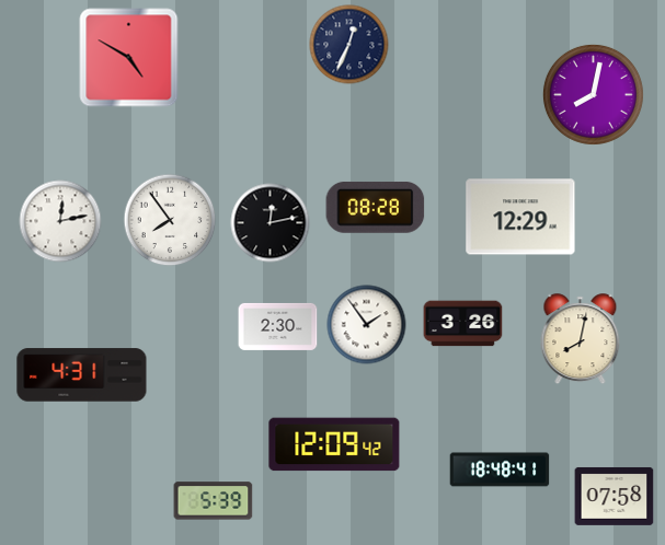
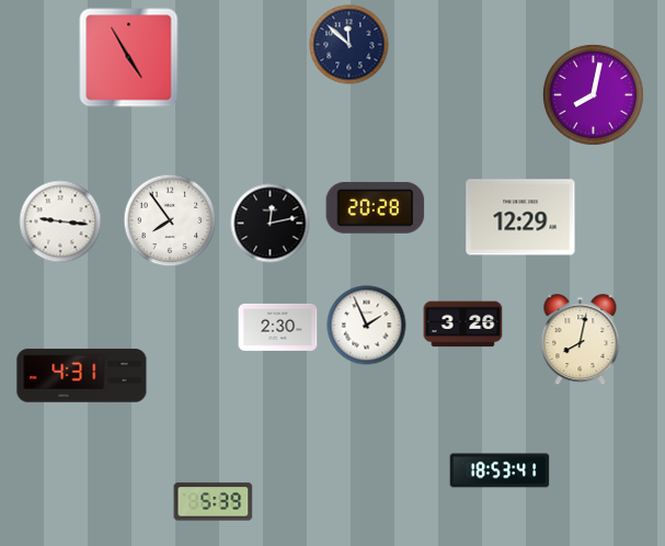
clock at (349, 45): 12:34 -> 11:52
clock at (129, 58): 4:50 -> 4:55
clock at (376, 207): 08:28 -> 20:28
clock at (60, 221): 12:13 -> 9:16
clock at (367, 325): 1:54 -> 1:56
clock at (334, 444): 12:09 -> none
clock at (500, 469): 18:48 -> 18:53
clock at (615, 496): 07:58 -> none
